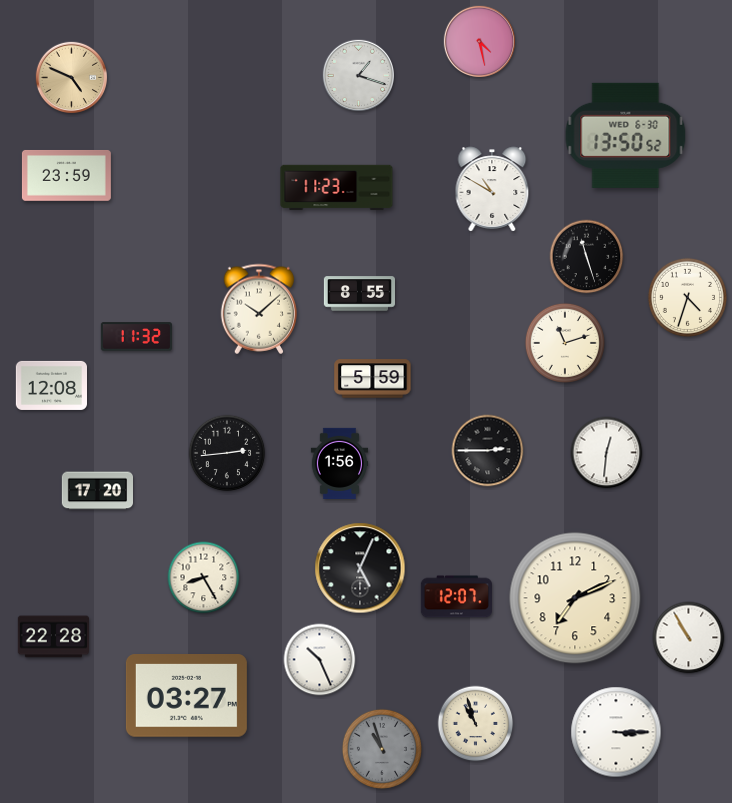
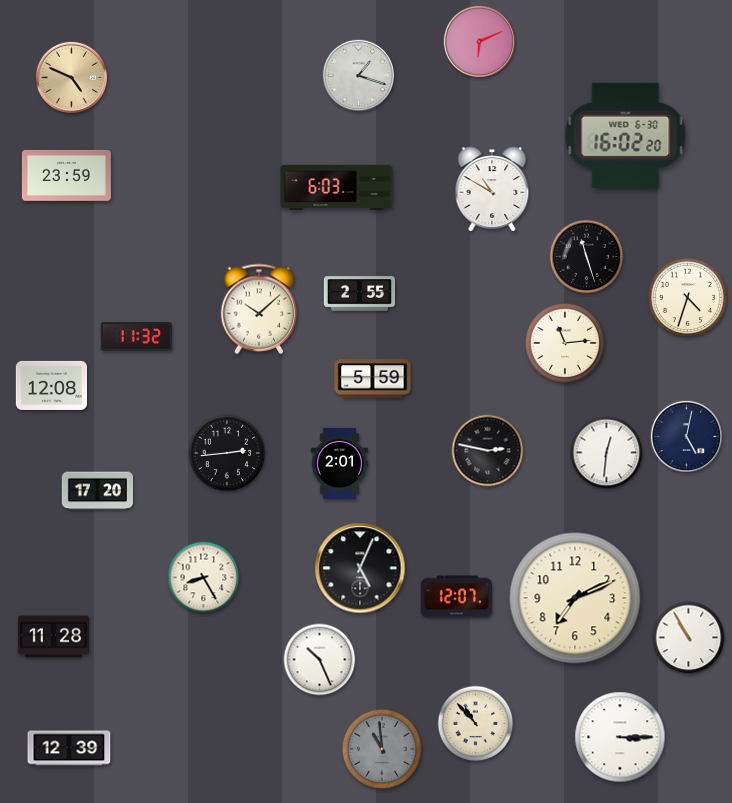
clock at (479, 41): 4:28 -> 6:11
clock at (626, 135): 13:50 -> 16:02
clock at (337, 188): 11:23 -> 6:03
clock at (359, 294): 8:55 -> 2:55
clock at (565, 343): 11:12 -> 11:14
clock at (686, 436): none -> 5:02
clock at (488, 451): 2:45 -> 2:47
clock at (340, 463): 1:56 -> 2:01
clock at (53, 637): 22:28 -> 11:28
clock at (186, 696): 03:27 -> none
clock at (476, 724): 10:57 -> 10:53
clock at (616, 732) position: (616, 732) -> (620, 737)
clock at (69, 748): none -> 12:39
clock at (382, 749): 10:57 -> 10:59
